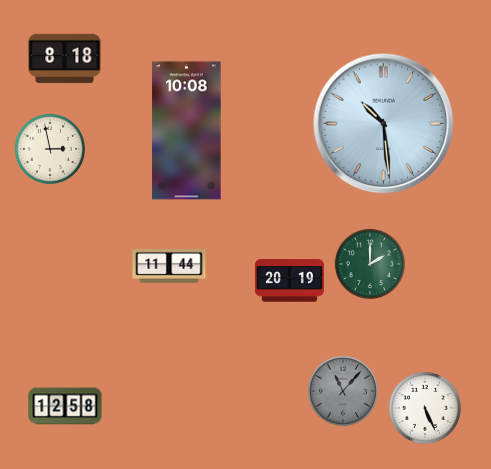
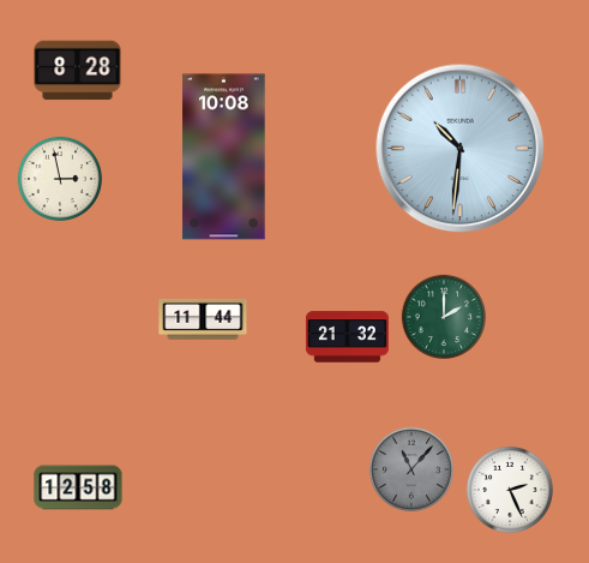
clock at (65, 59): 8:18 -> 8:28
clock at (384, 124): 10:29 -> 10:31
clock at (289, 281): 20:19 -> 21:32
clock at (425, 408): 5:26 -> 2:26
